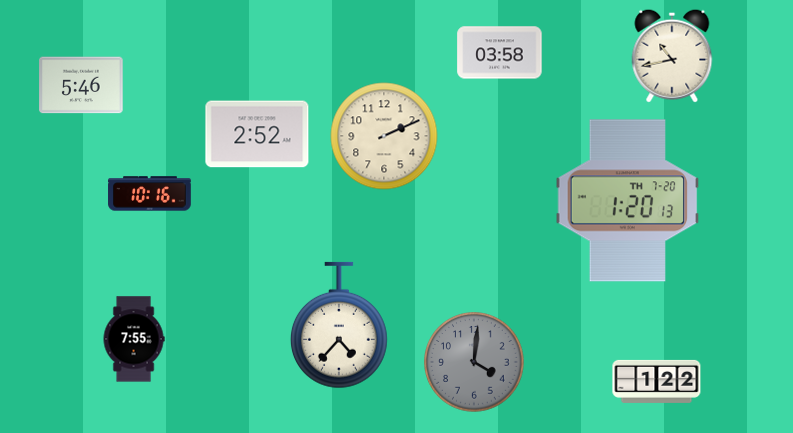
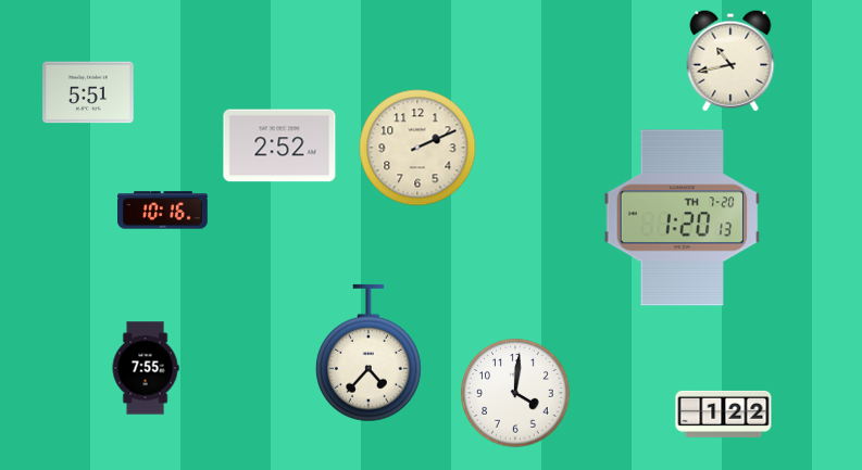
clock at (500, 53): 03:58 -> none
clock at (81, 85): 5:46 -> 5:51
clock at (474, 362) dial: grey -> white
clock at (657, 381) position: (657, 381) -> (724, 414)
